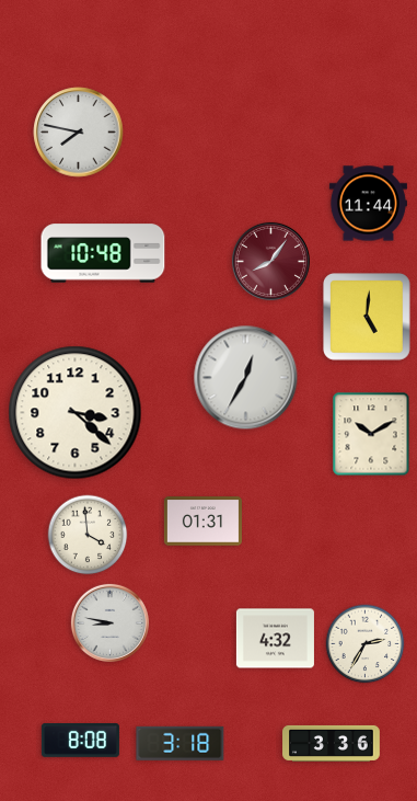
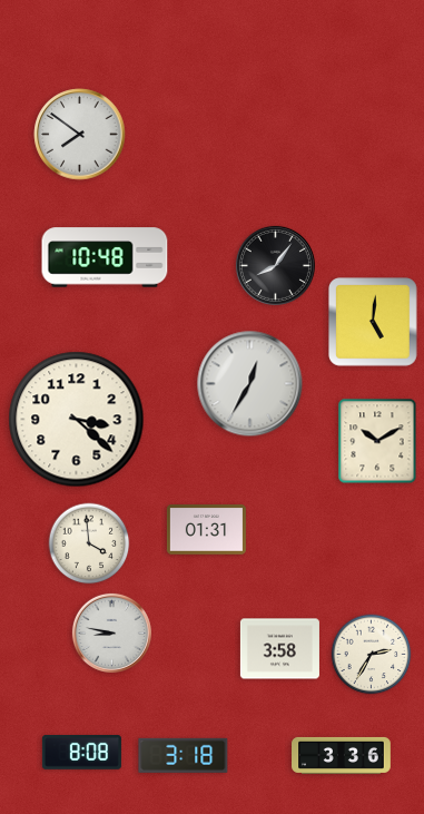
clock at (79, 133): 7:47 -> 7:51
clock at (368, 204): 11:44 -> none
clock at (270, 261) dial: burgundy -> black
clock at (275, 639): 4:32 -> 3:58
clock at (332, 743) position: (332, 743) -> (342, 755)
